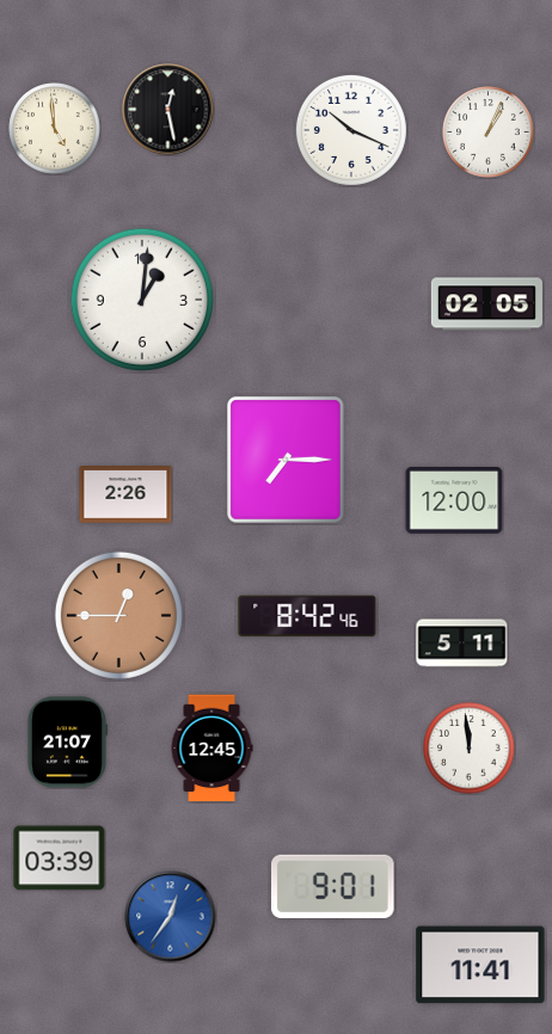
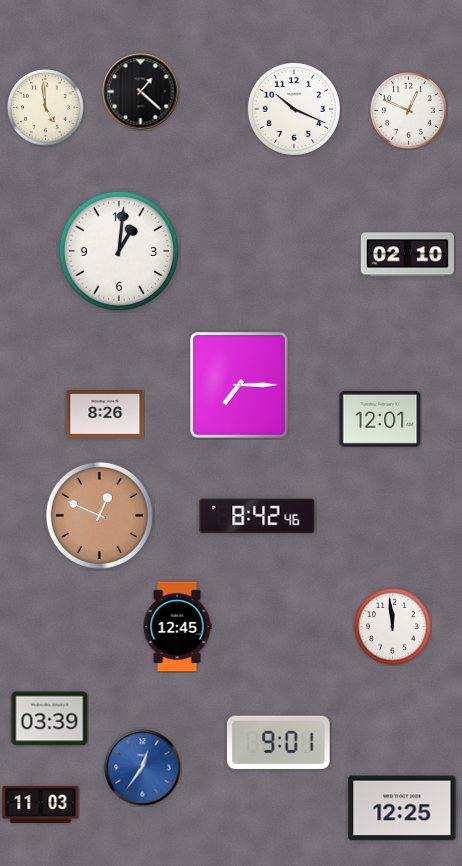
clock at (168, 110): 12:28 -> 1:22
clock at (489, 133): 1:04 -> 12:49
clock at (486, 304): 02:05 -> 02:10
clock at (125, 496): 2:26 -> 8:26
clock at (454, 500): 12:00 -> 12:01
clock at (118, 615): 12:45 -> 12:49
clock at (462, 644): 5:11 -> none
clock at (67, 743): 21:07 -> none
clock at (41, 804): none -> 11:03
clock at (480, 965): 11:41 -> 12:25
